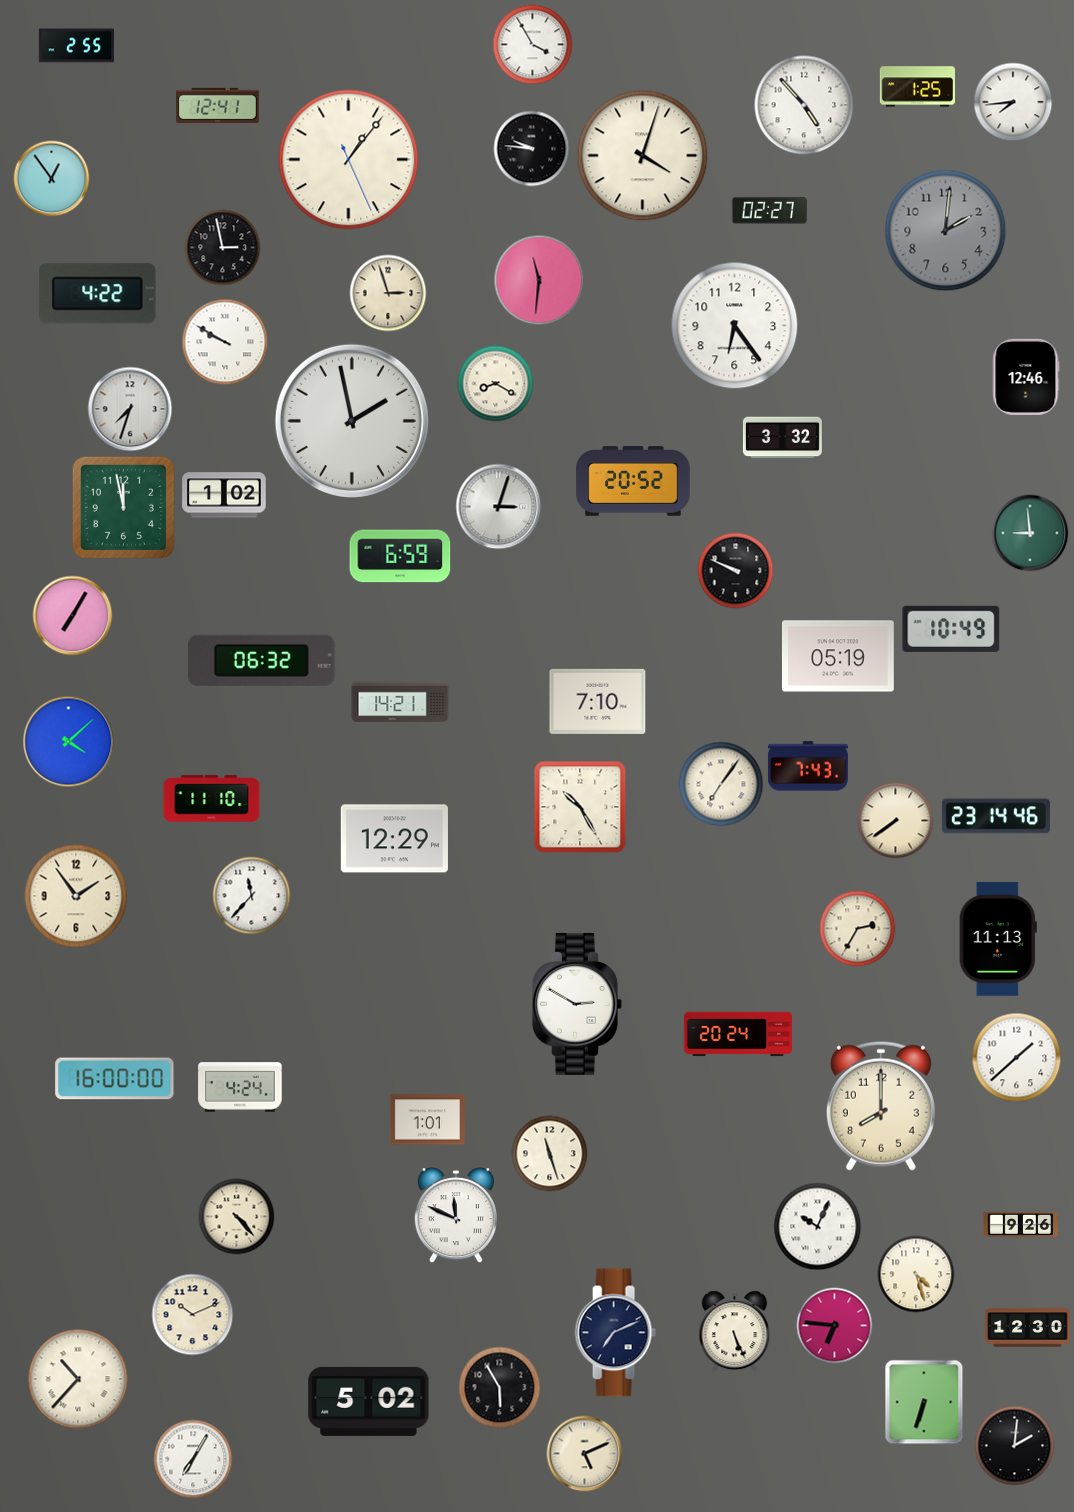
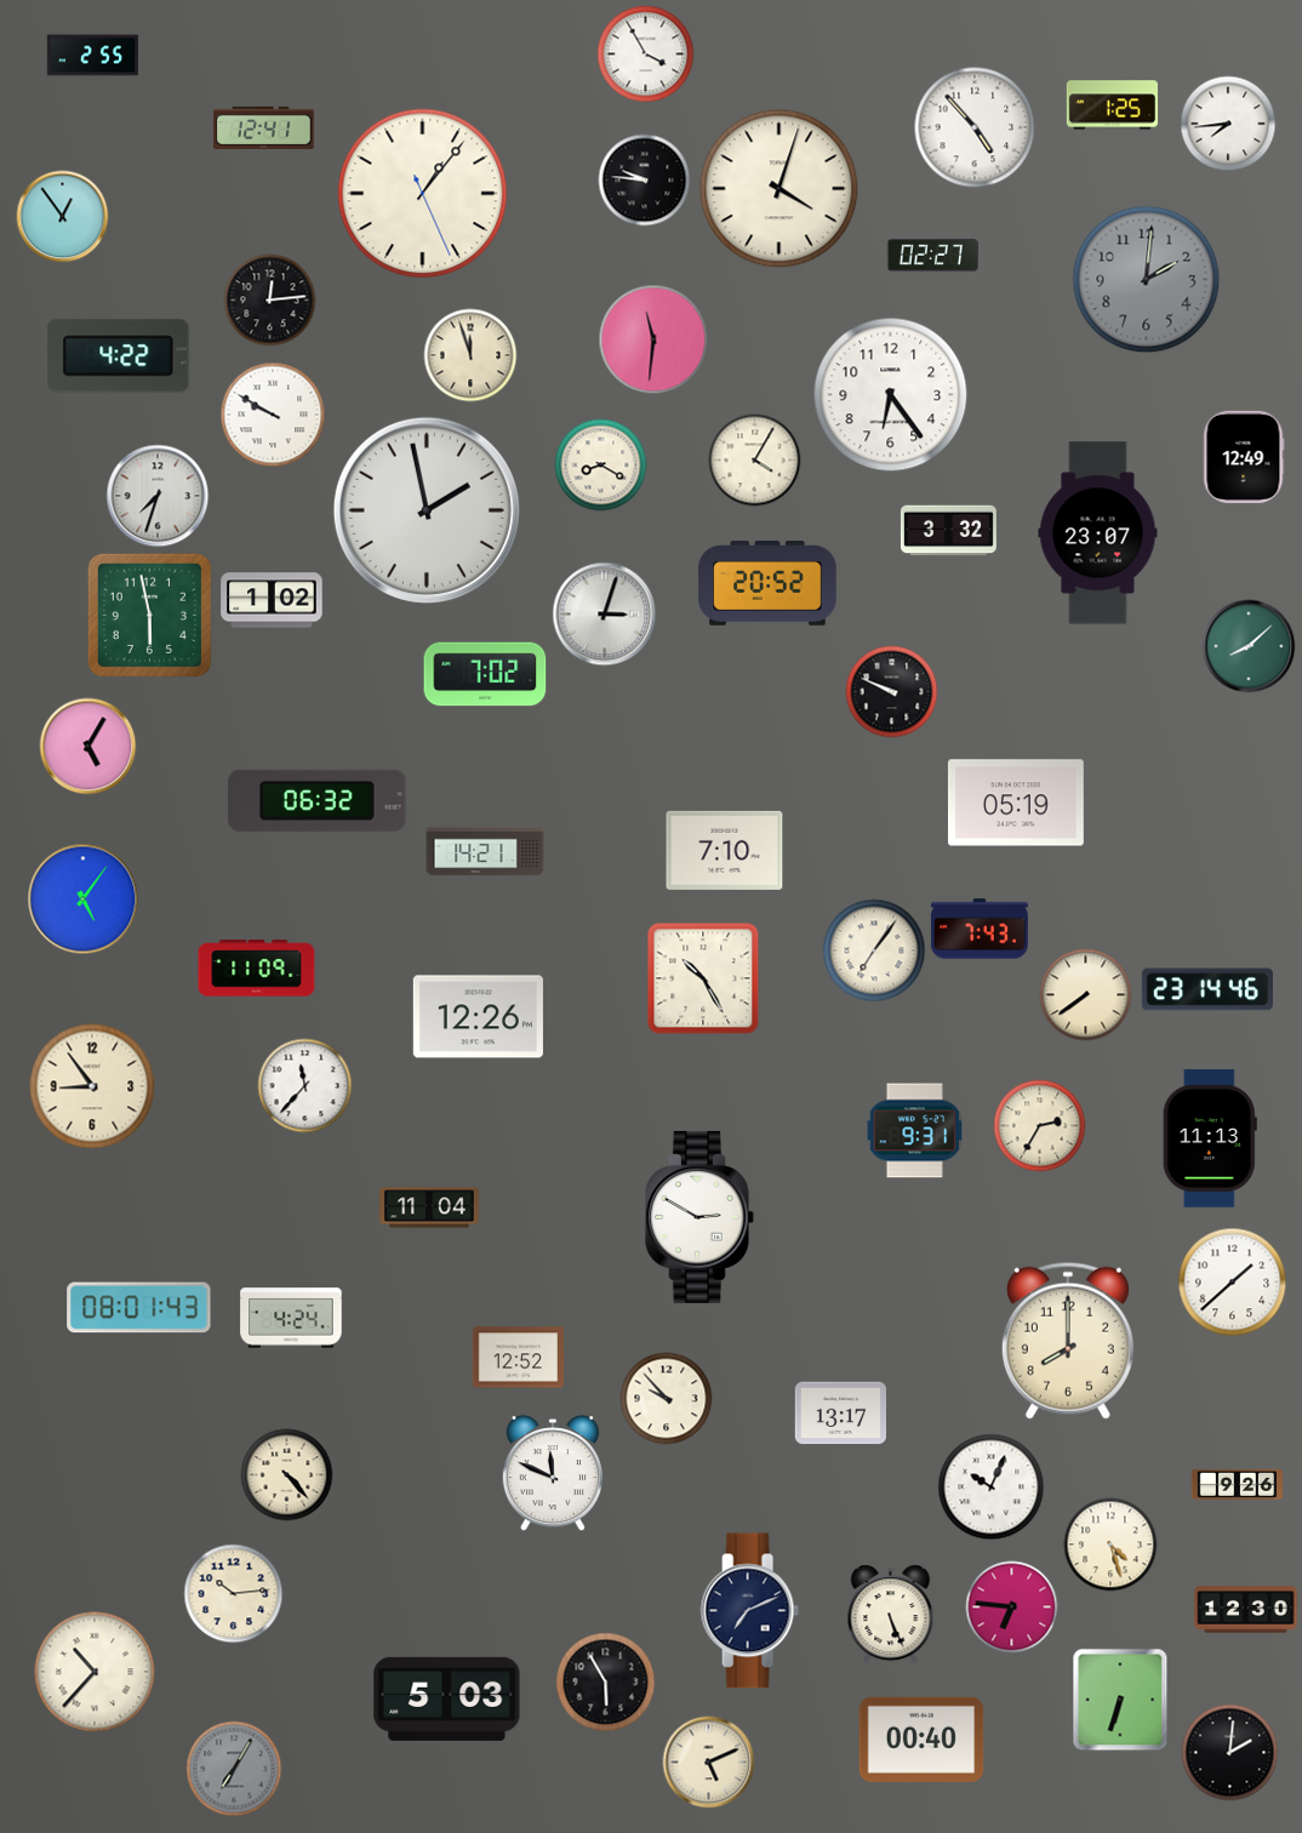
clock at (223, 248): 2:58 -> 12:14
clock at (388, 293): 2:57 -> 11:57
clock at (1026, 377): 12:46 -> 12:49
clock at (755, 461): none -> 4:05
clock at (1098, 533): none -> 23:07
clock at (123, 507): 11:58 -> 5:58
clock at (1030, 533): 8:59 -> 8:08
clock at (400, 556): 6:59 -> 7:02
clock at (73, 616): 7:05 -> 5:05
clock at (951, 629): 10:49 -> none
clock at (838, 656) position: (838, 656) -> (1016, 803)
clock at (69, 742): 4:08 -> 5:06
clock at (212, 799): 11:10 -> 11:09
clock at (394, 839): 12:29 -> 12:26
clock at (76, 896): 1:54 -> 8:54
clock at (914, 1131): none -> 9:31
clock at (429, 1207): none -> 11:04
clock at (738, 1034): 20:24 -> none
clock at (115, 1079): 16:00 -> 08:01
clock at (427, 1120): 1:01 -> 12:52
clock at (550, 1154): 11:27 -> 9:53
clock at (840, 1414): none -> 13:17
clock at (193, 1315): 10:11 -> 10:14
clock at (615, 1333) position: (615, 1333) -> (749, 1611)
clock at (369, 1401): 5:02 -> 5:03
clock at (921, 1740): none -> 00:40
clock at (193, 1459) dial: white -> grey
